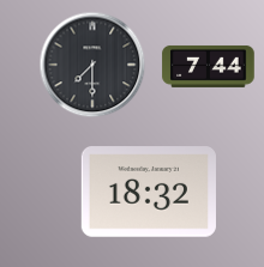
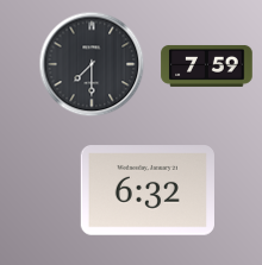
clock at (209, 66): 7:44 -> 7:59
clock at (149, 192): 18:32 -> 6:32
